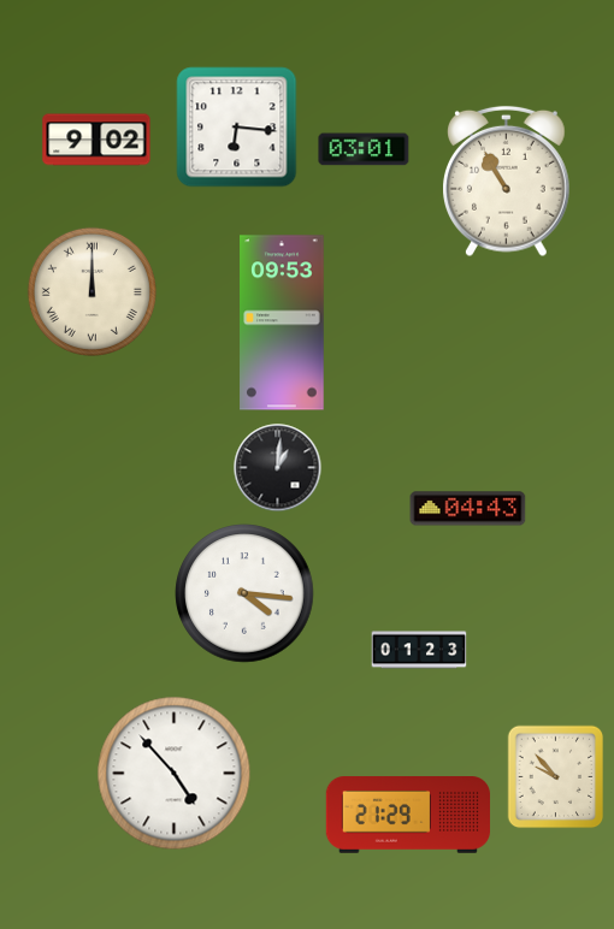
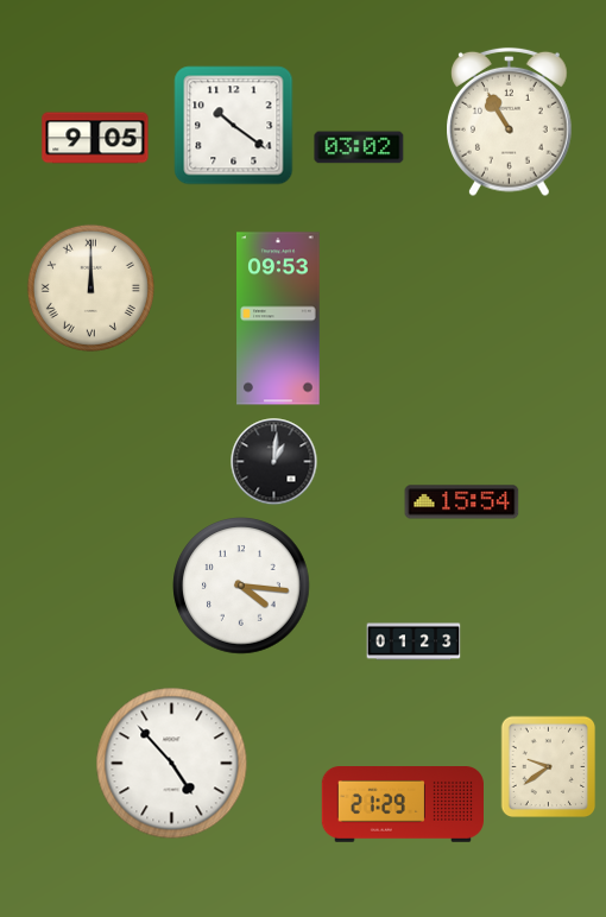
clock at (237, 128): 6:16 -> 10:21
clock at (96, 140): 9:02 -> 9:05
clock at (364, 149): 03:01 -> 03:02
clock at (507, 182) position: (507, 182) -> (510, 122)
clock at (468, 509): 04:43 -> 15:54
clock at (556, 777): 9:53 -> 9:39
